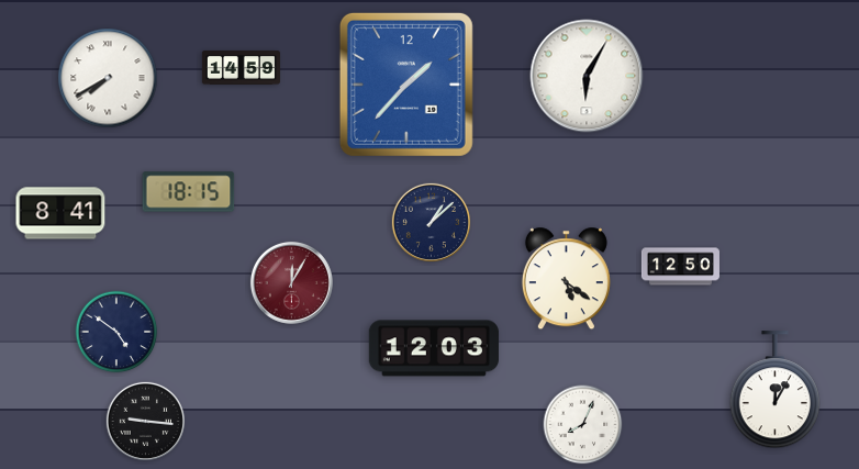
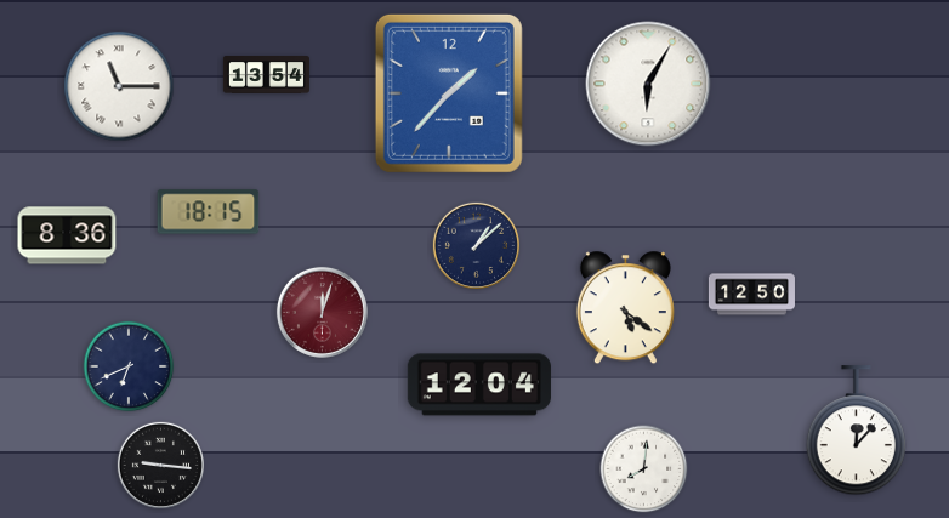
clock at (241, 68): 14:59 -> 13:54
clock at (108, 78): 7:40 -> 11:15
clock at (60, 213): 8:41 -> 8:36
clock at (291, 282): 12:05 -> 12:03
clock at (116, 332): 4:51 -> 6:41
clock at (434, 348): 12:03 -> 12:04
clock at (774, 390): 12:05 -> 12:07
clock at (583, 425): 8:04 -> 8:01
